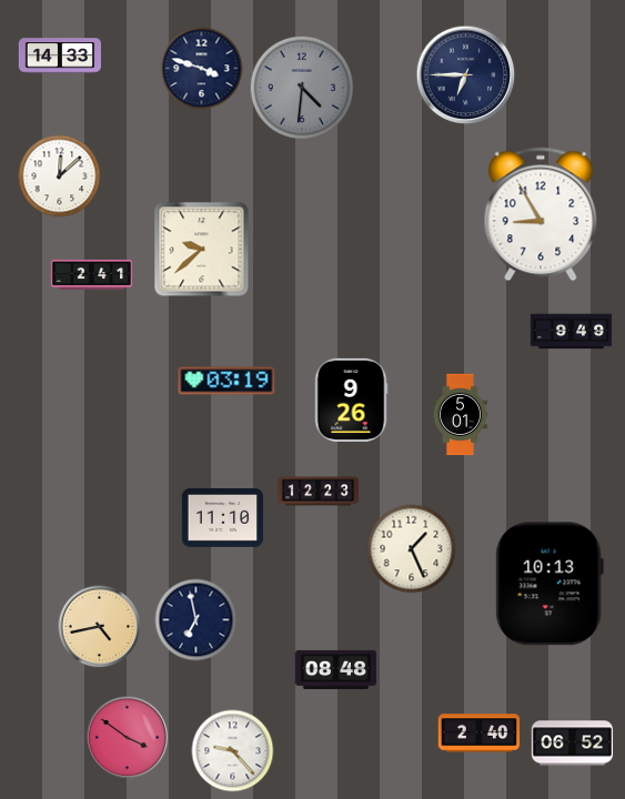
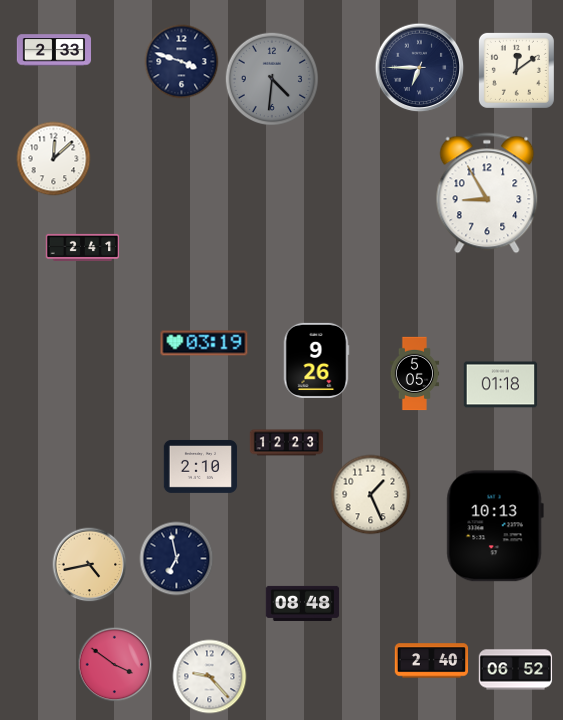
clock at (59, 55): 14:33 -> 2:33
clock at (516, 70): none -> 12:09
clock at (202, 250): 9:38 -> none
clock at (572, 332): 9:49 -> none
clock at (461, 415): 5:01 -> 5:05
clock at (501, 385): none -> 01:18
clock at (223, 517): 11:10 -> 2:10
